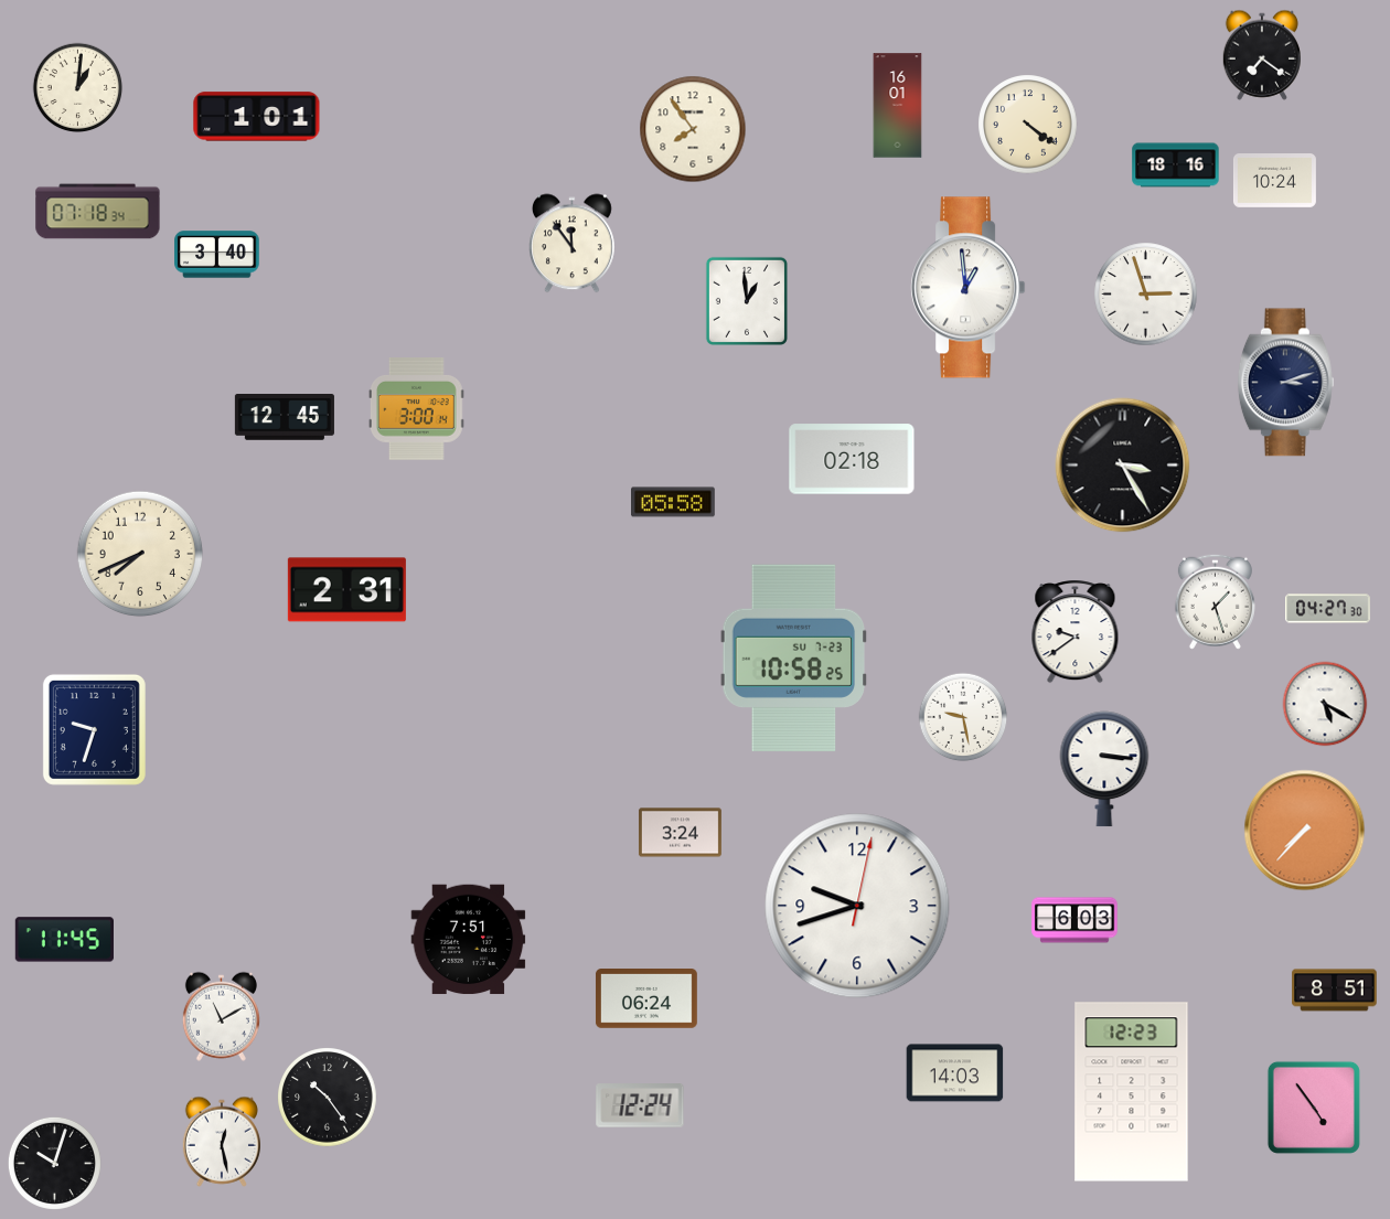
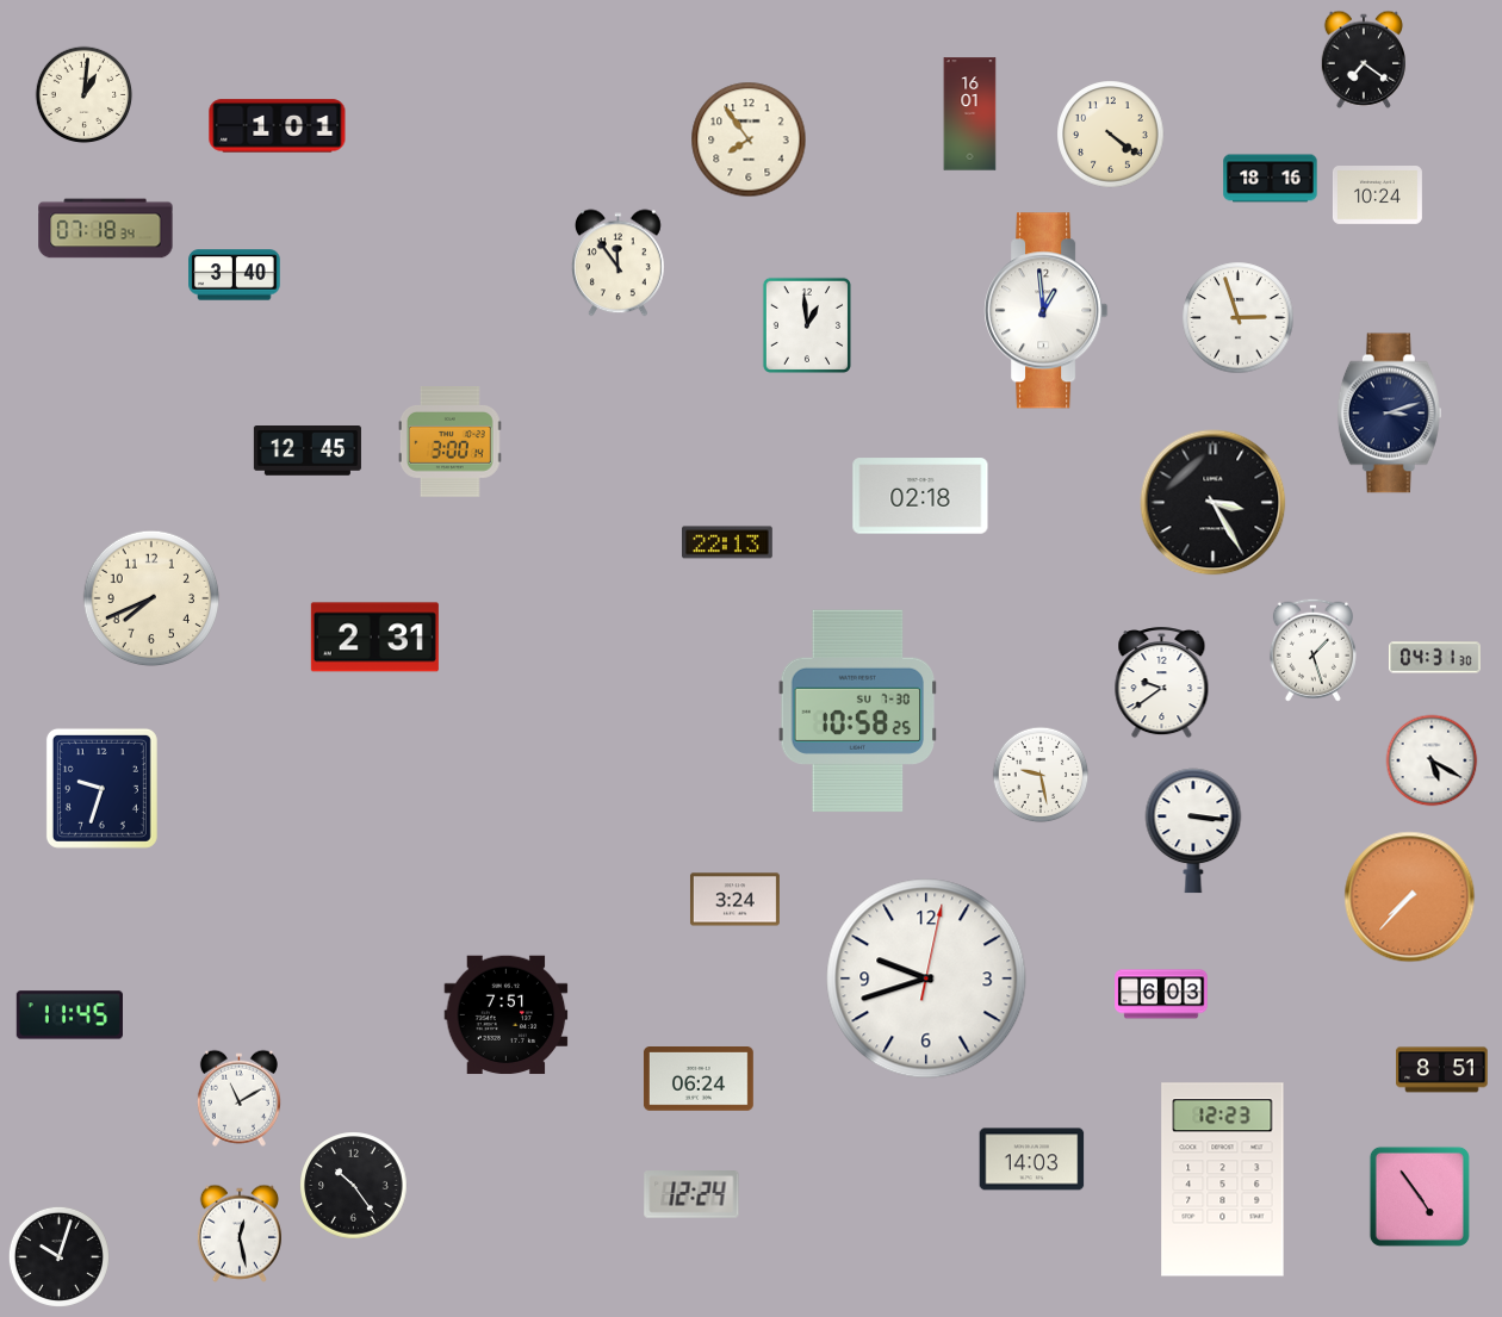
clock at (674, 502): 05:58 -> 22:13
clock at (1328, 609): 04:27 -> 04:31
clock at (794, 659) date: SU 7-23 -> SU 7-30
